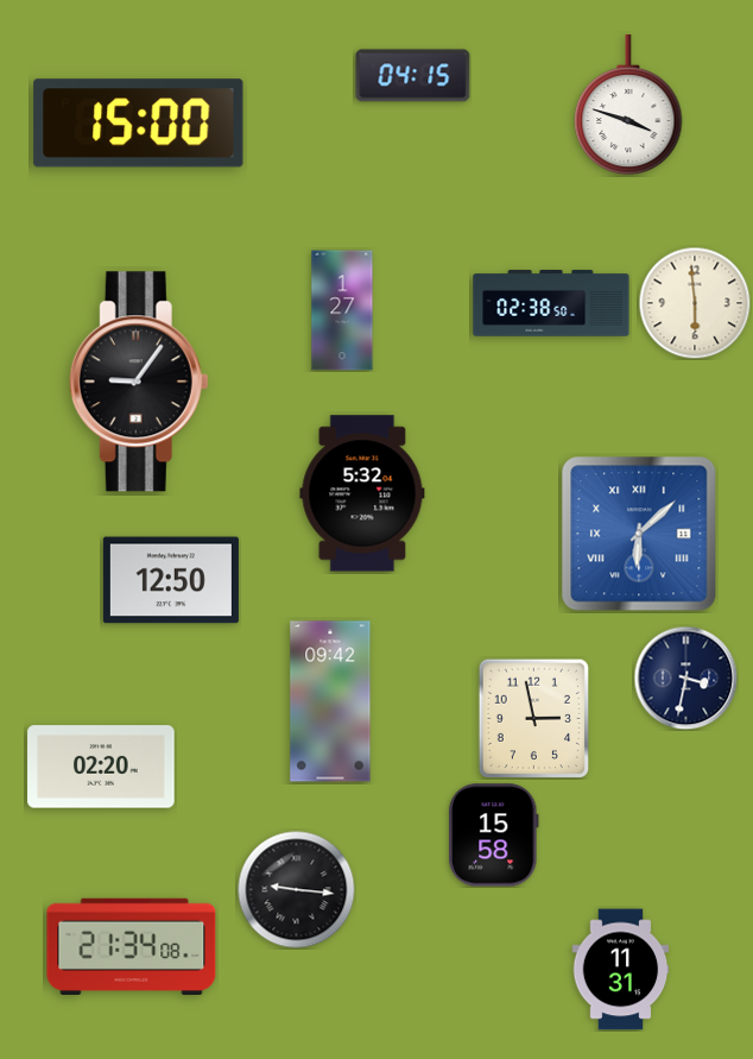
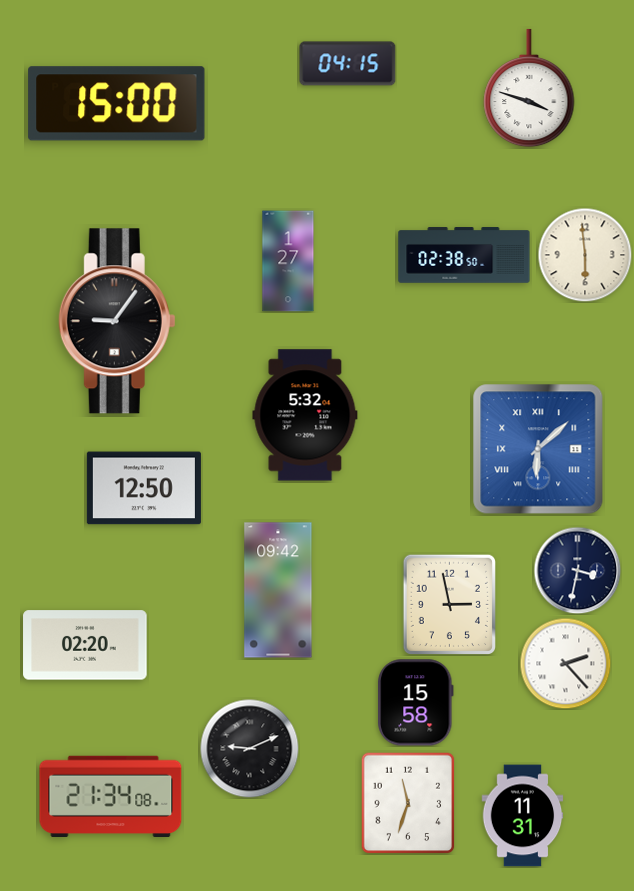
clock at (565, 663): none -> 2:23
clock at (297, 890): 9:16 -> 9:11
clock at (408, 803): none -> 11:33
